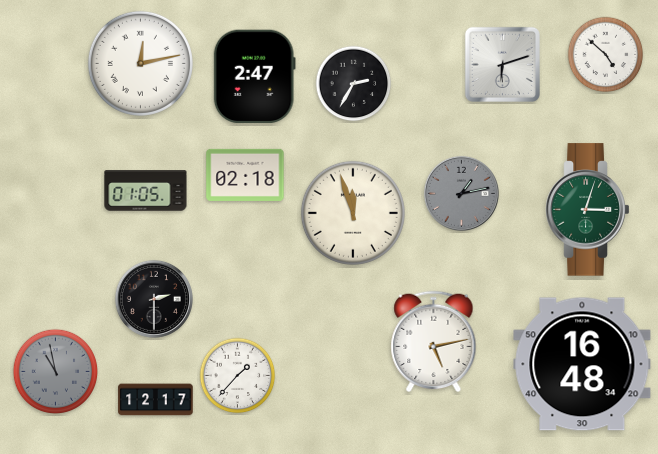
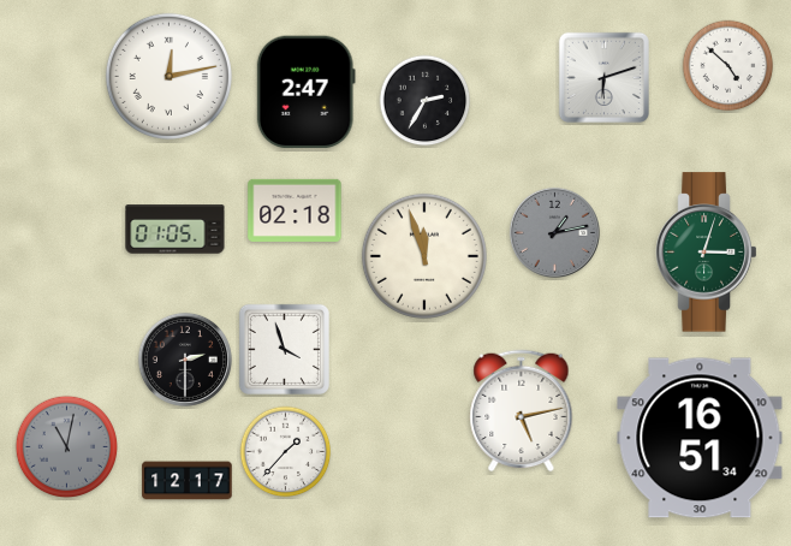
clock at (284, 349): none -> 3:57
clock at (582, 364): 16:48 -> 16:51
clock at (56, 372): 10:58 -> 11:02
